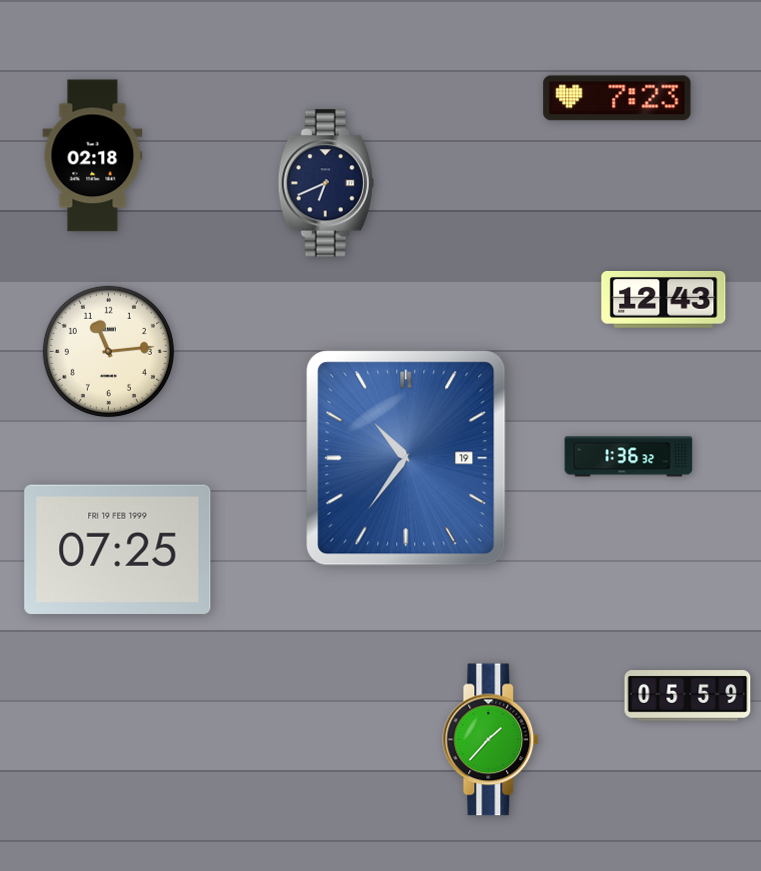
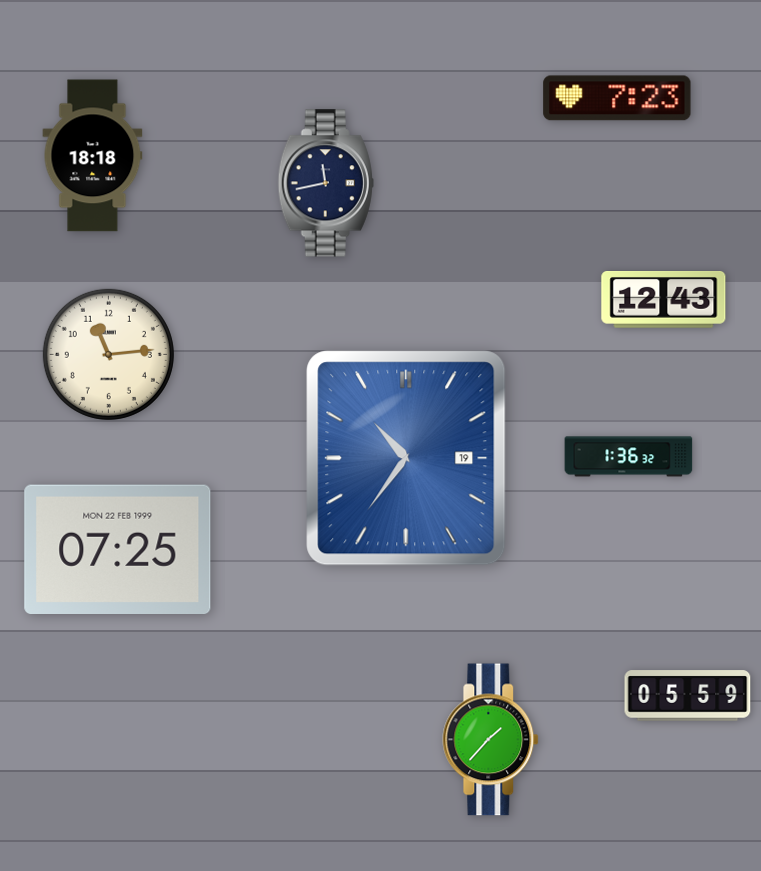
clock at (93, 156): 02:18 -> 18:18
clock at (326, 183): 6:41 -> 11:43
clock at (108, 351) position: (108, 351) -> (108, 354)
clock at (118, 549) date: FRI 19 FEB 1999 -> MON 22 FEB 1999
